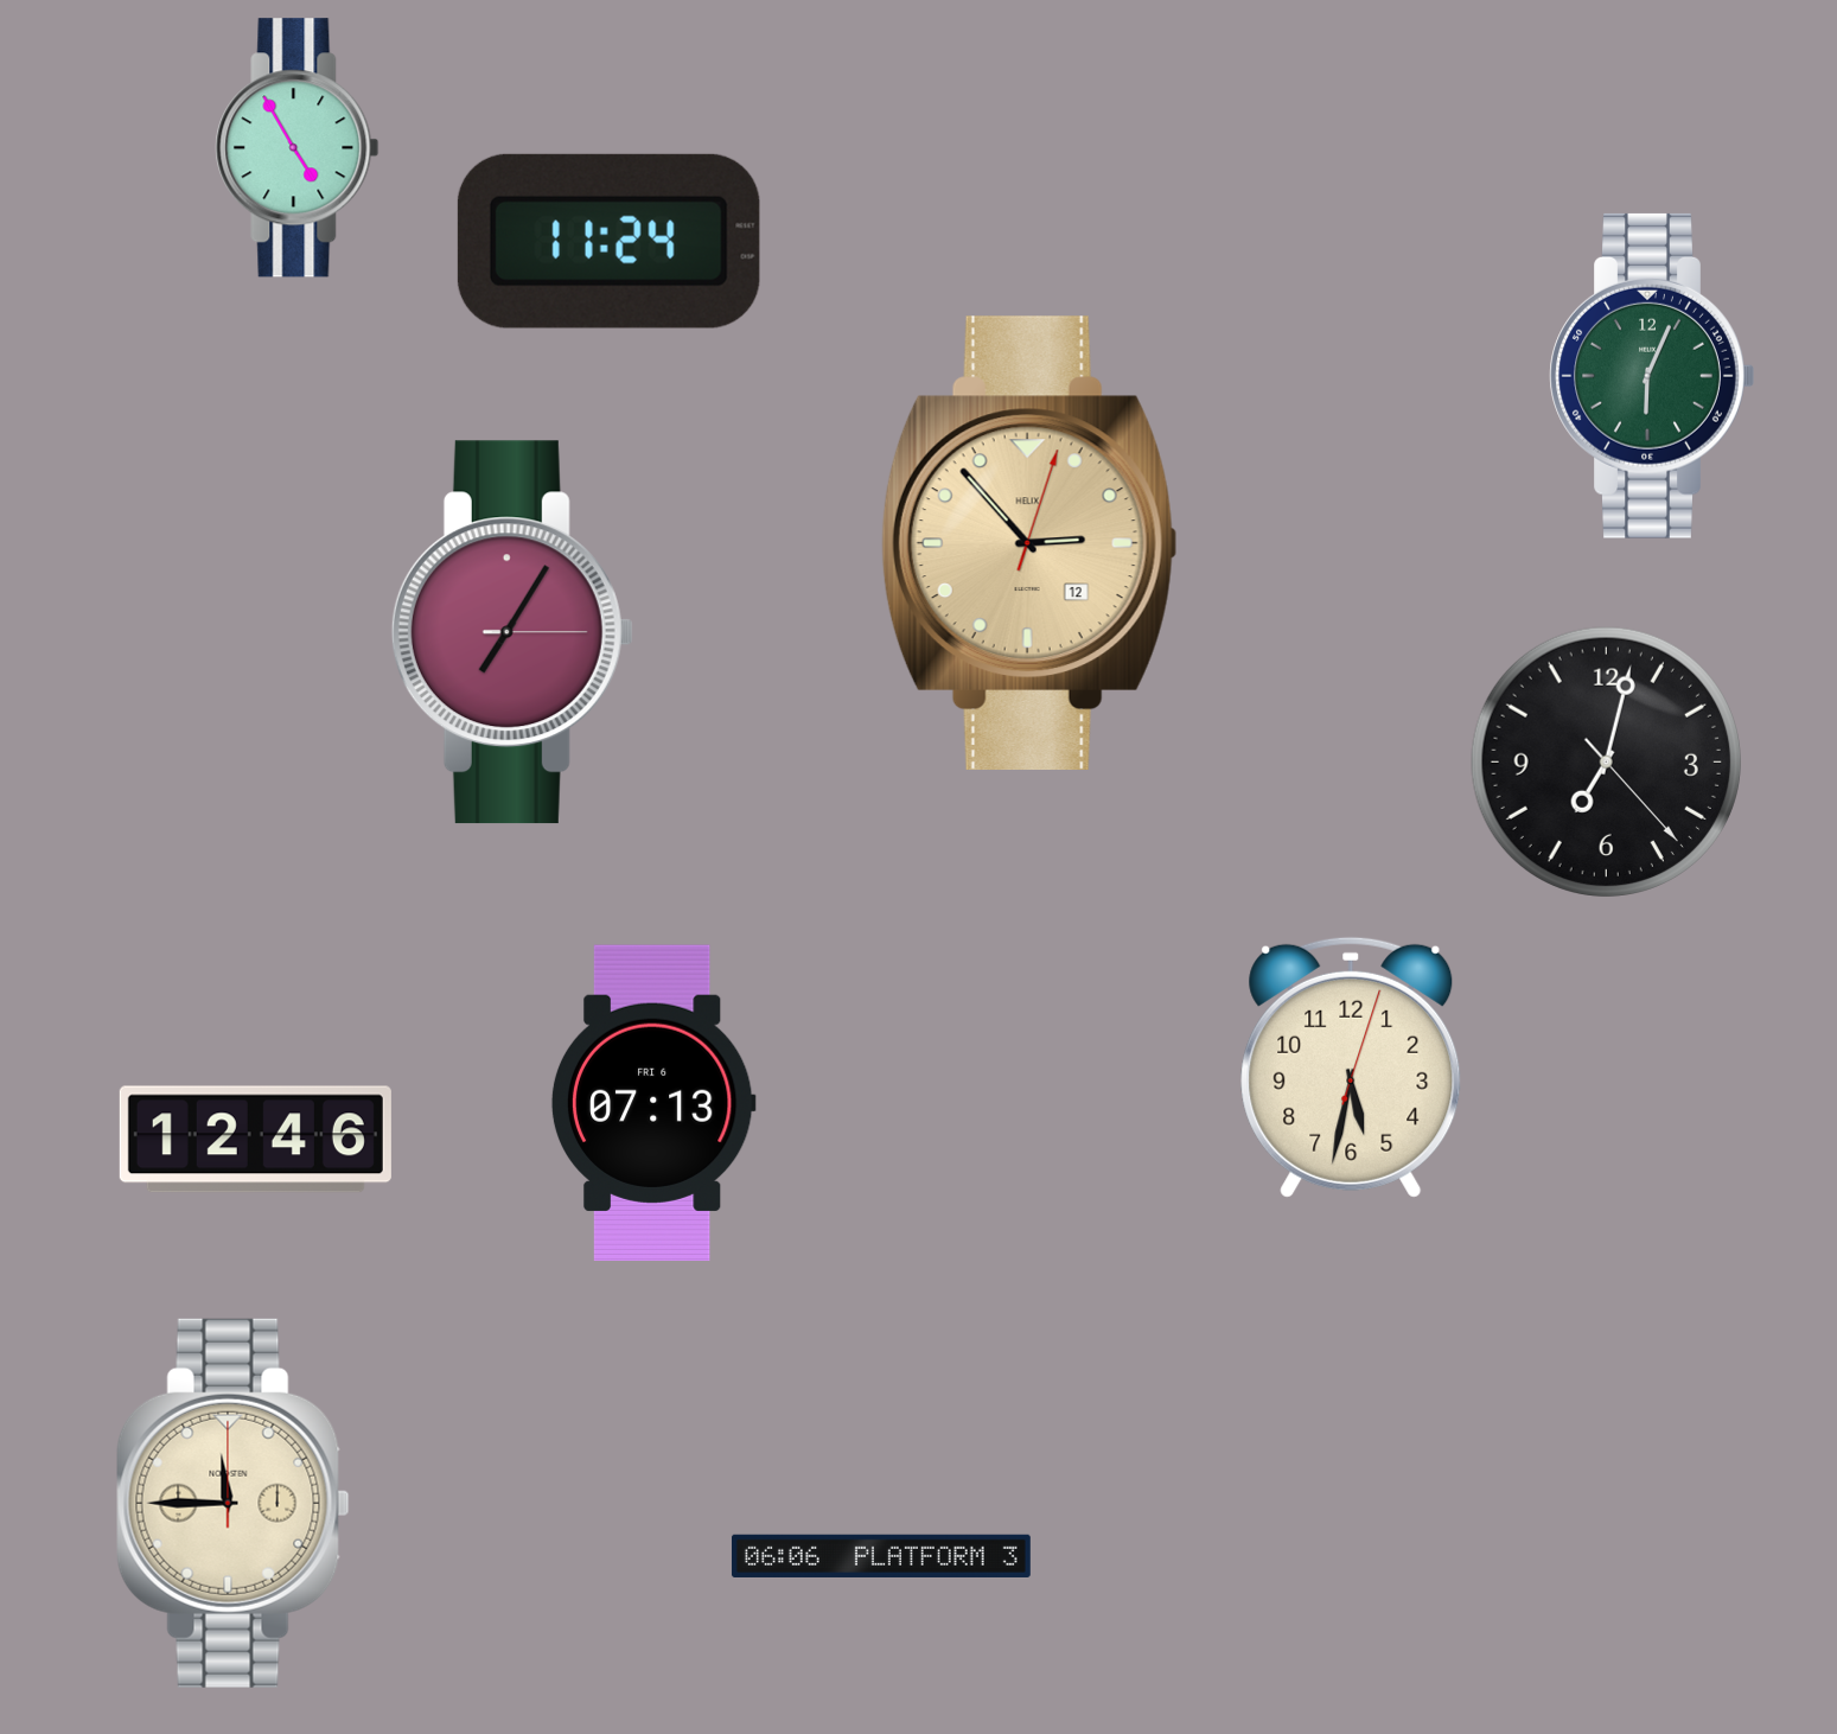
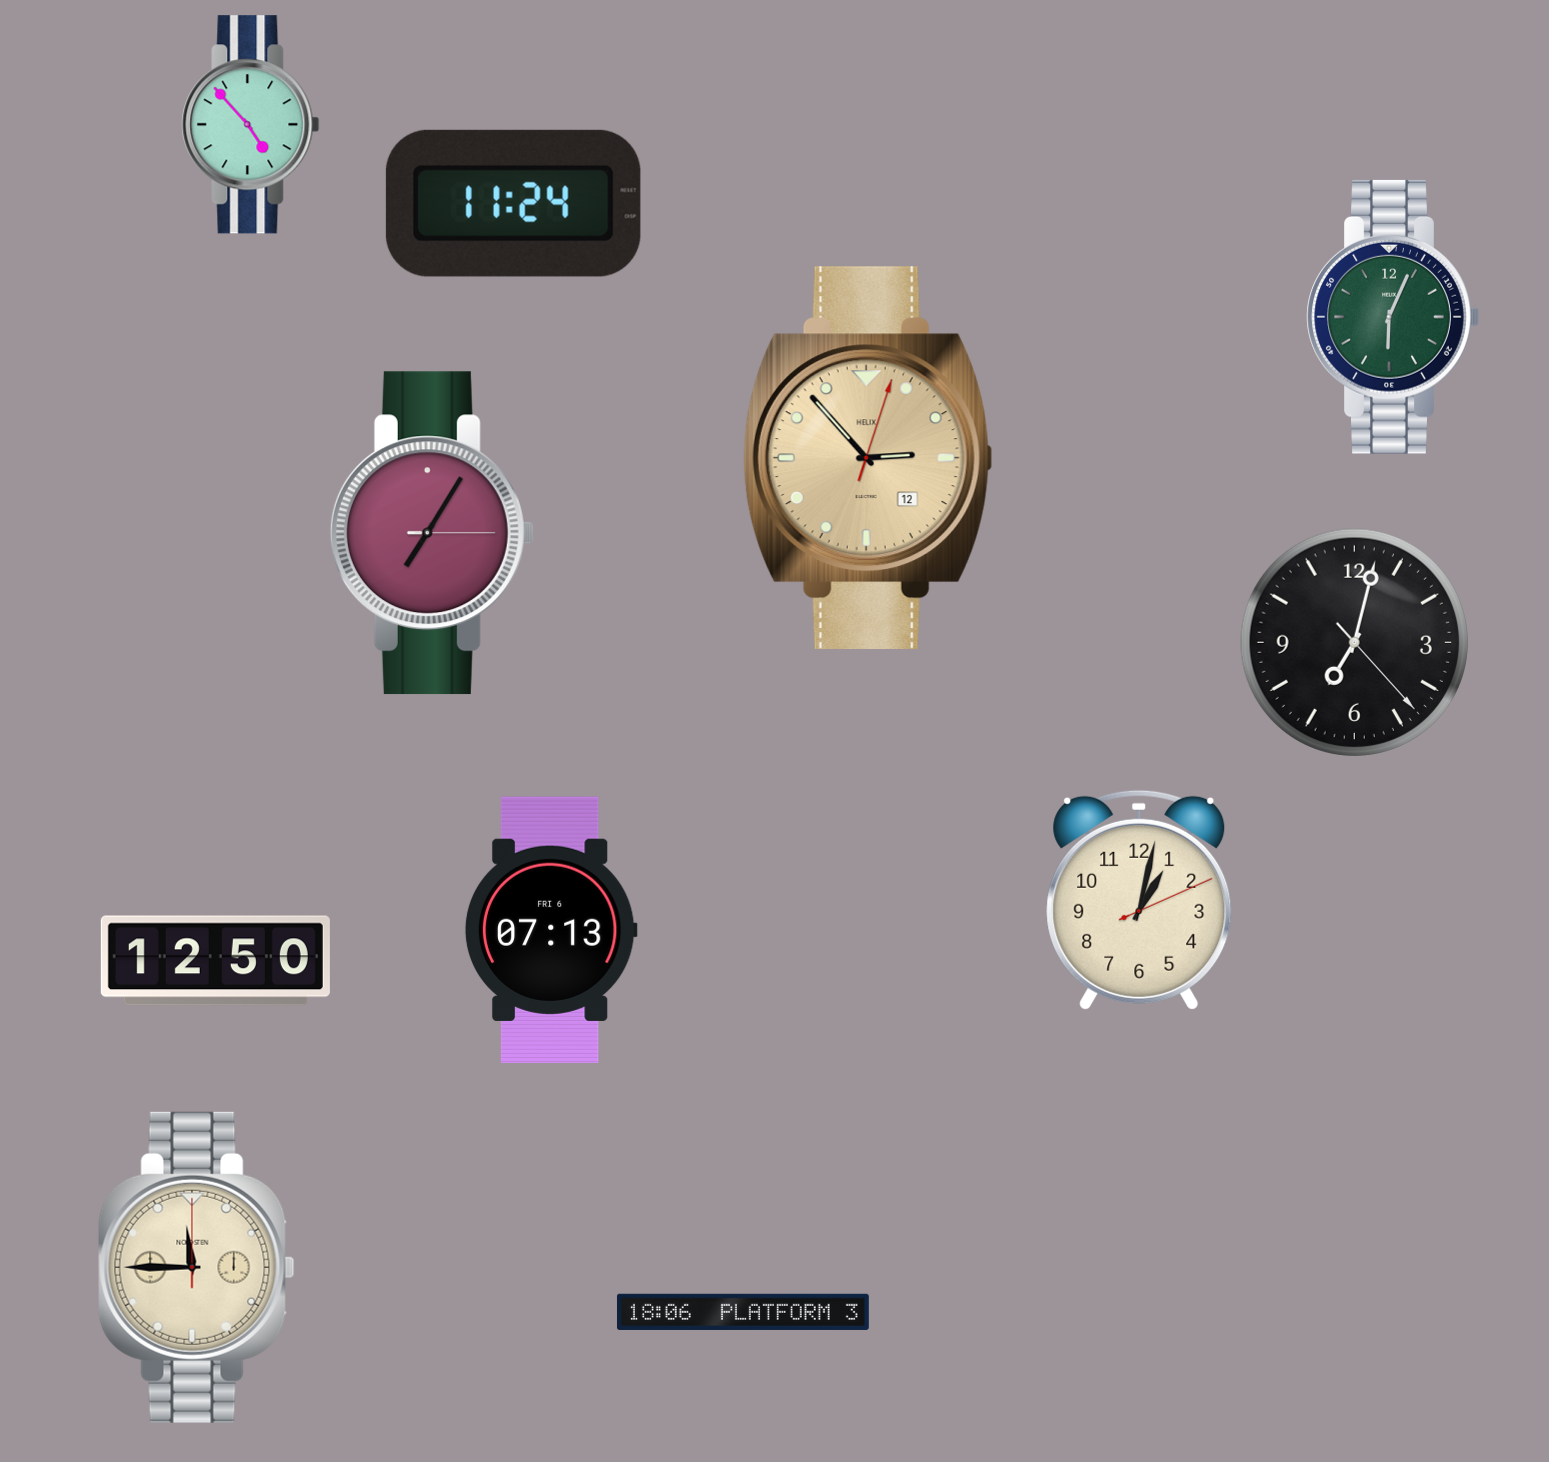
clock at (298, 148): 4:55 -> 4:53
clock at (1351, 1067): 5:32 -> 1:02
clock at (255, 1140): 12:46 -> 12:50
clock at (881, 1556): 06:06 -> 18:06
